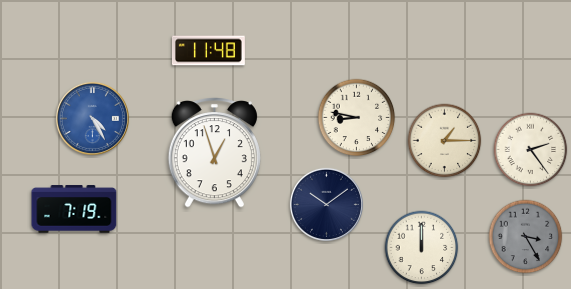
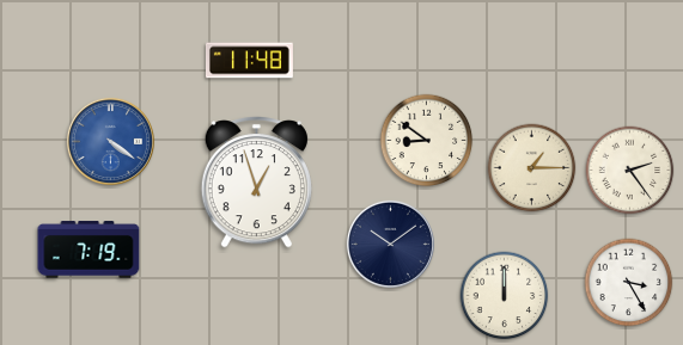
clock at (92, 118): 4:25 -> 4:21
clock at (357, 118): 8:47 -> 8:51
clock at (531, 150) position: (531, 150) -> (630, 171)
clock at (526, 237) dial: grey -> white
